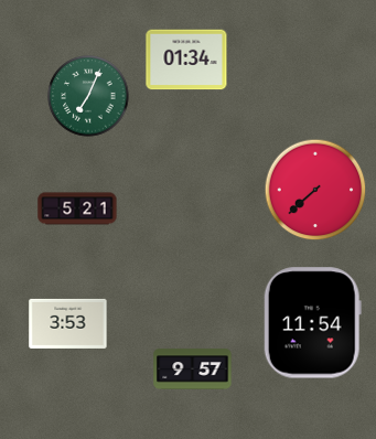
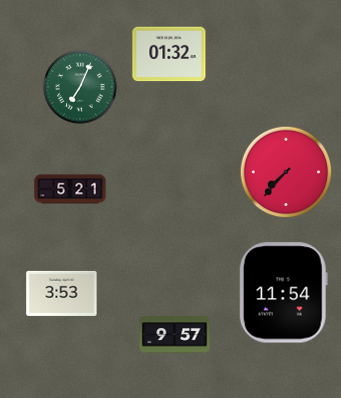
clock at (186, 60): 01:34 -> 01:32
clock at (315, 190): 7:38 -> 7:37
